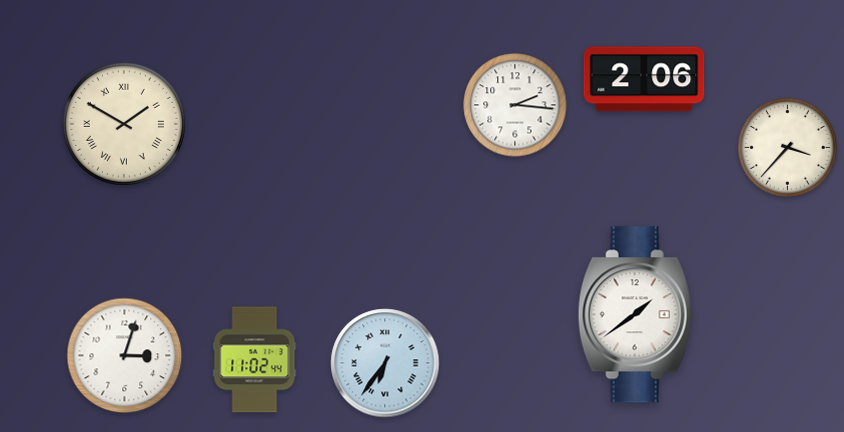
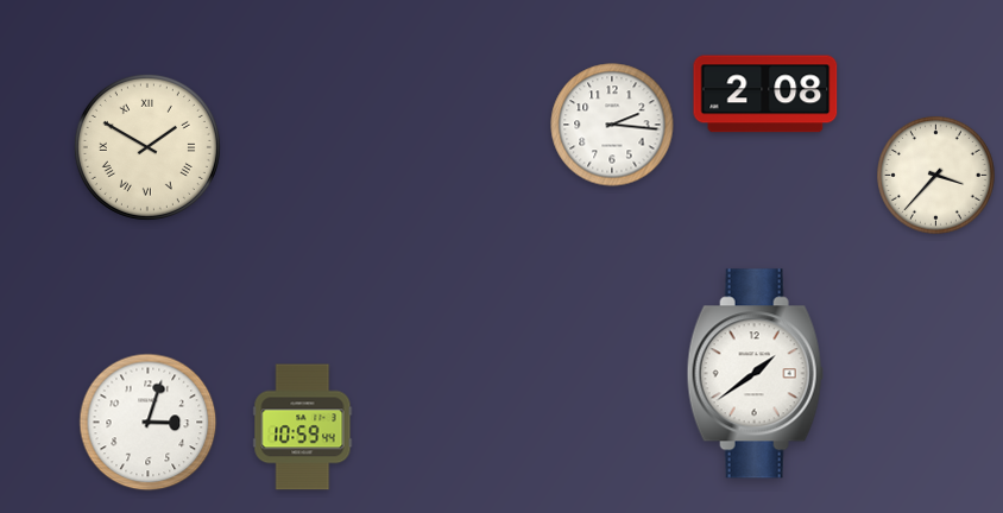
clock at (644, 79): 2:06 -> 2:08
clock at (255, 360): 11:02 -> 10:59
clock at (385, 363): 6:36 -> none
